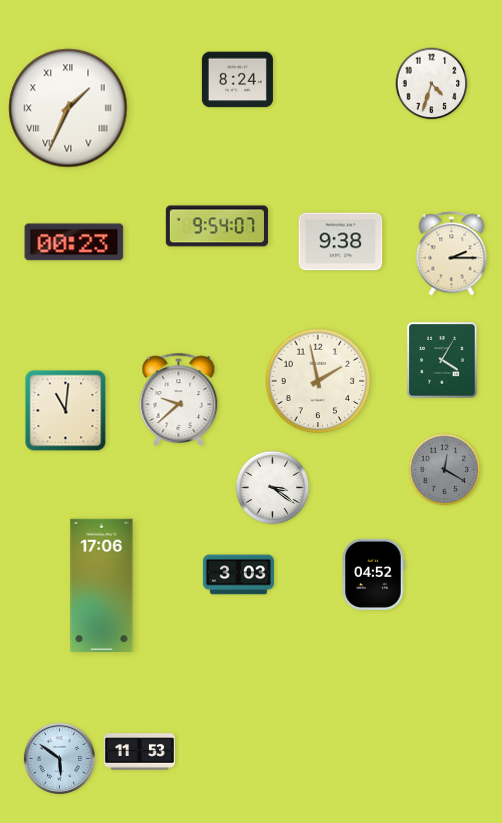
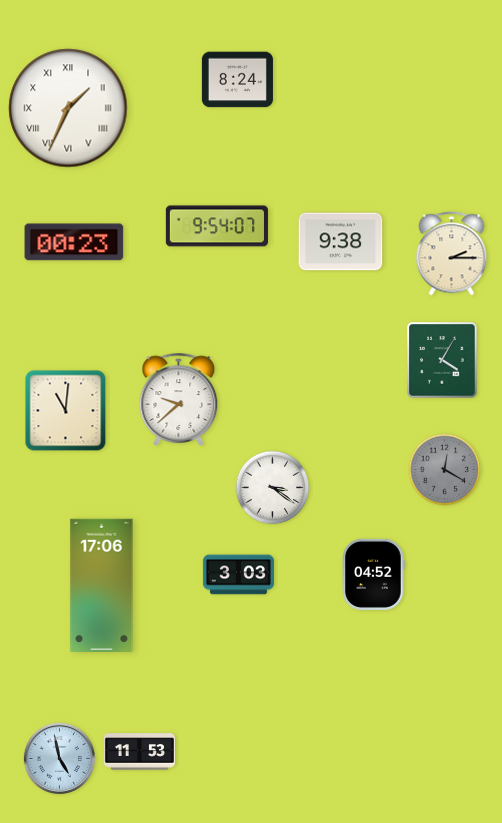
clock at (432, 84): 4:33 -> none
clock at (318, 381): 1:58 -> none
clock at (59, 758): 5:51 -> 4:58
